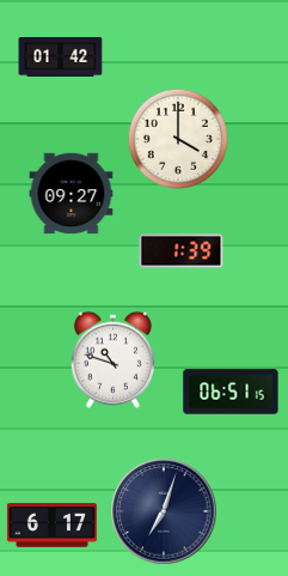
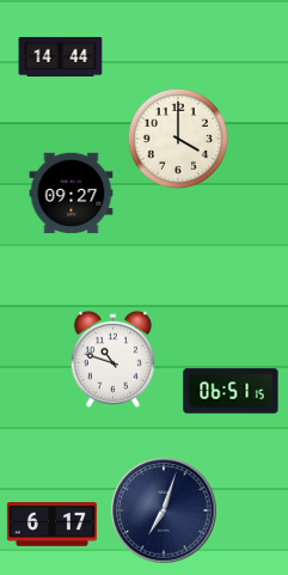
clock at (61, 56): 01:42 -> 14:44
clock at (182, 251): 1:39 -> none
